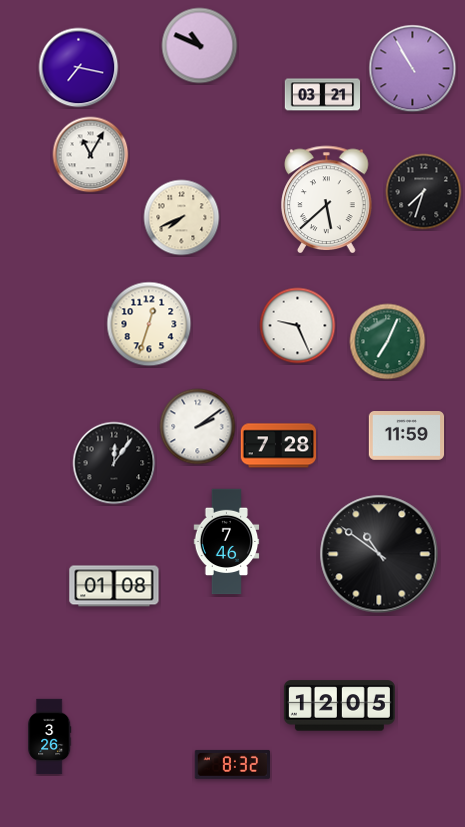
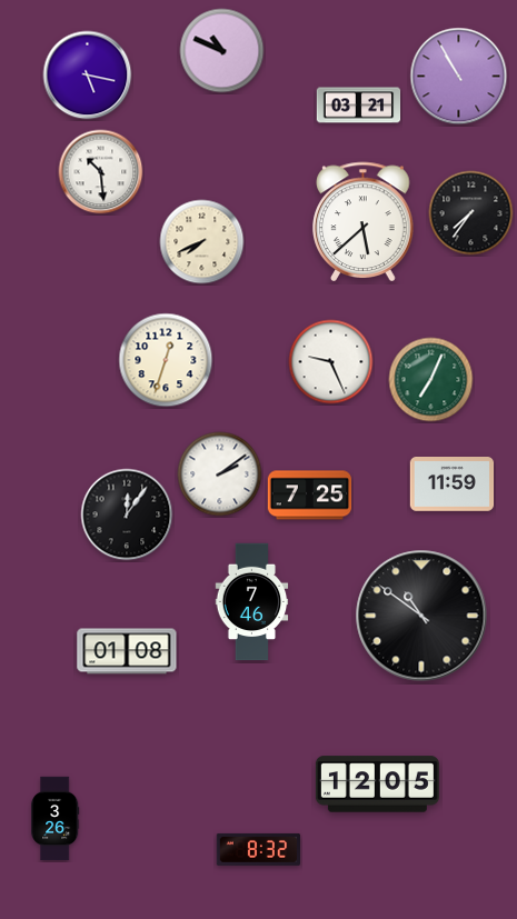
clock at (79, 68): 7:17 -> 5:17
clock at (91, 155): 11:05 -> 10:29
clock at (424, 192): 7:33 -> 7:36
clock at (279, 446): 7:28 -> 7:25
